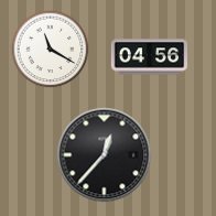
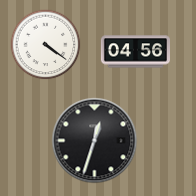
clock at (51, 50): 11:20 -> 4:21
clock at (105, 155): 12:37 -> 12:33
